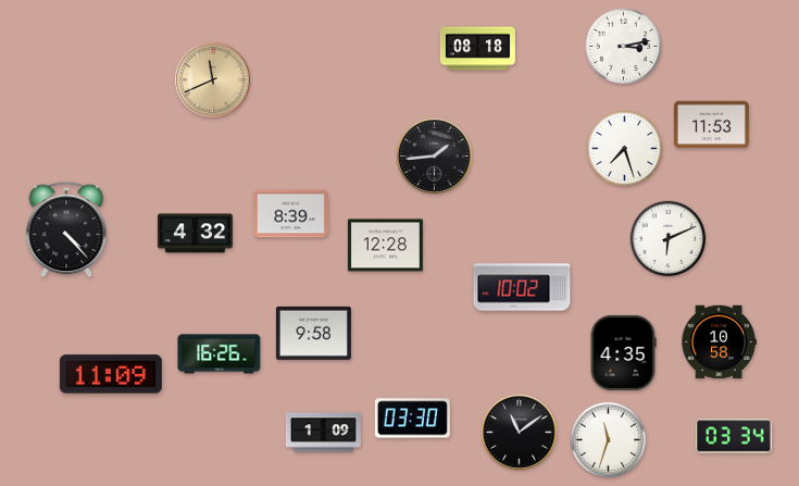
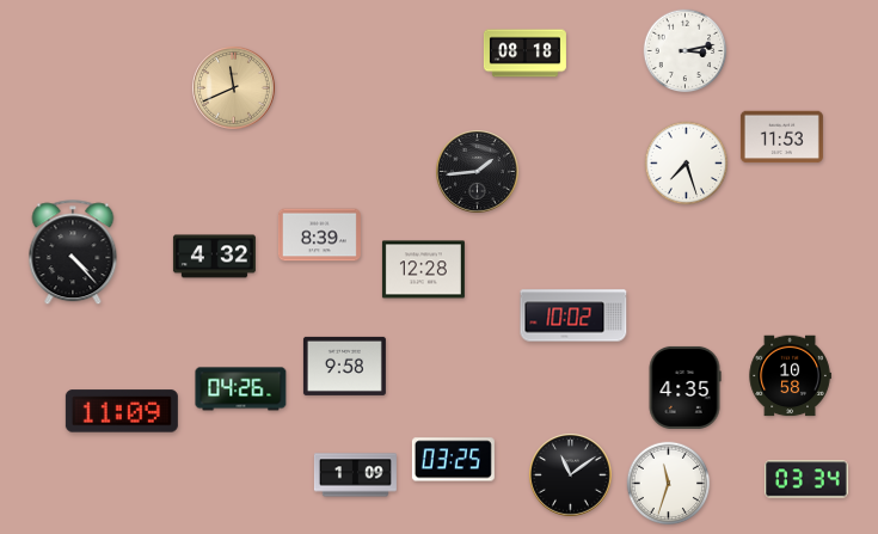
clock at (669, 239): 6:11 -> none
clock at (220, 354): 16:26 -> 04:26
clock at (412, 419): 03:30 -> 03:25
